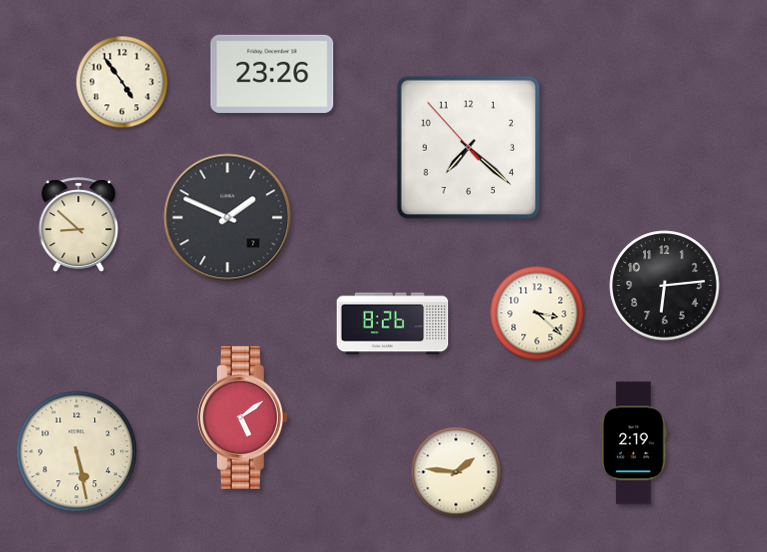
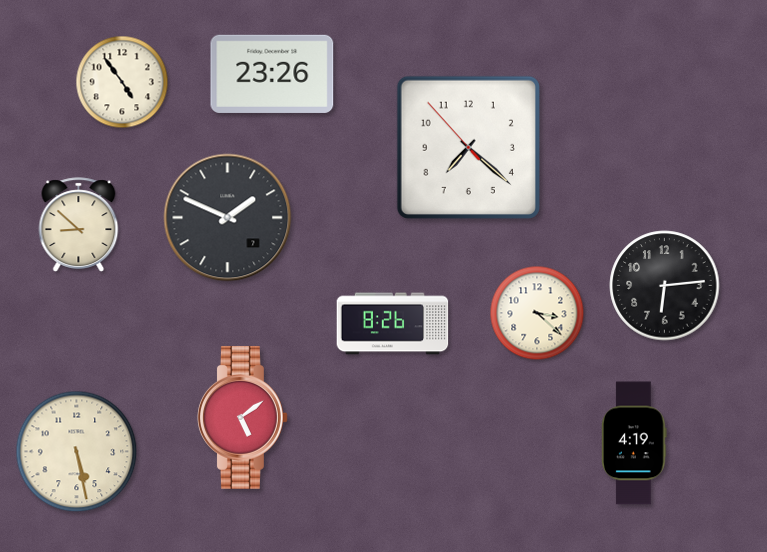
clock at (635, 443): 2:19 -> 4:19
clock at (456, 472): 1:46 -> none
